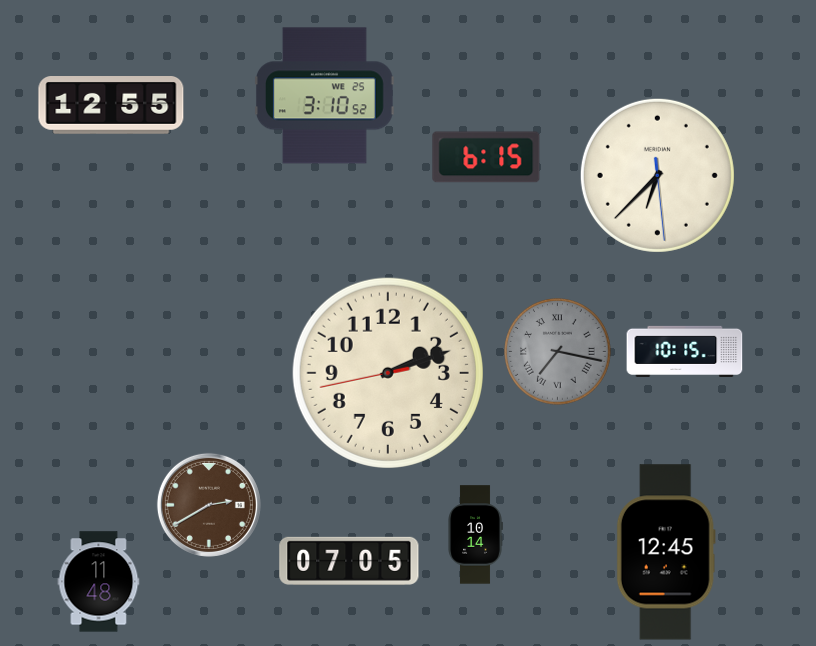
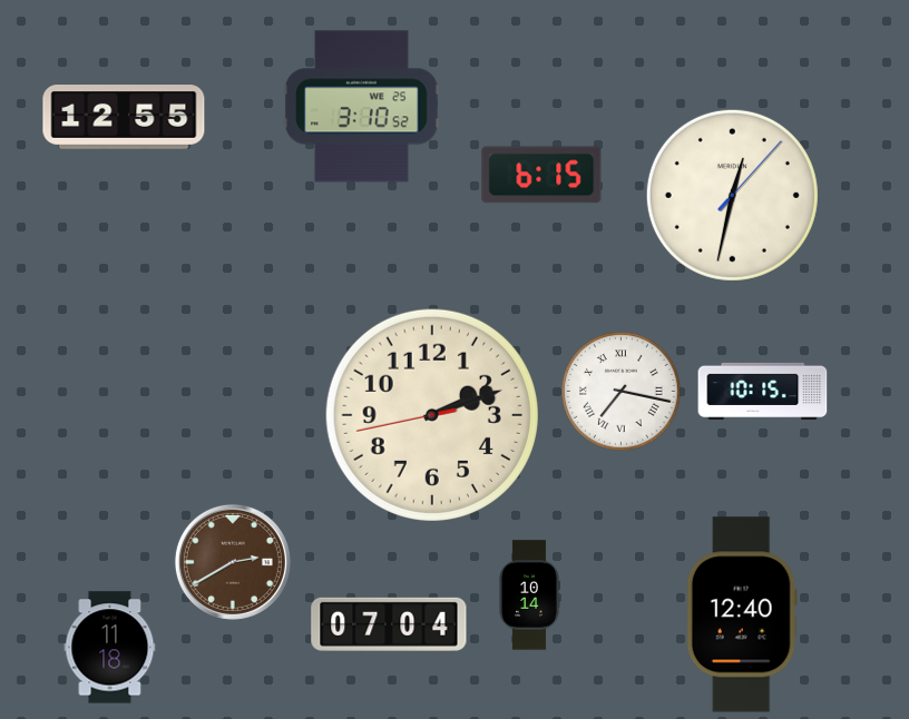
clock at (657, 175): 6:37 -> 12:32
clock at (558, 352) dial: grey -> white
clock at (666, 552): 12:45 -> 12:40
clock at (349, 561): 07:05 -> 07:04
clock at (99, 582): 11:48 -> 11:18
